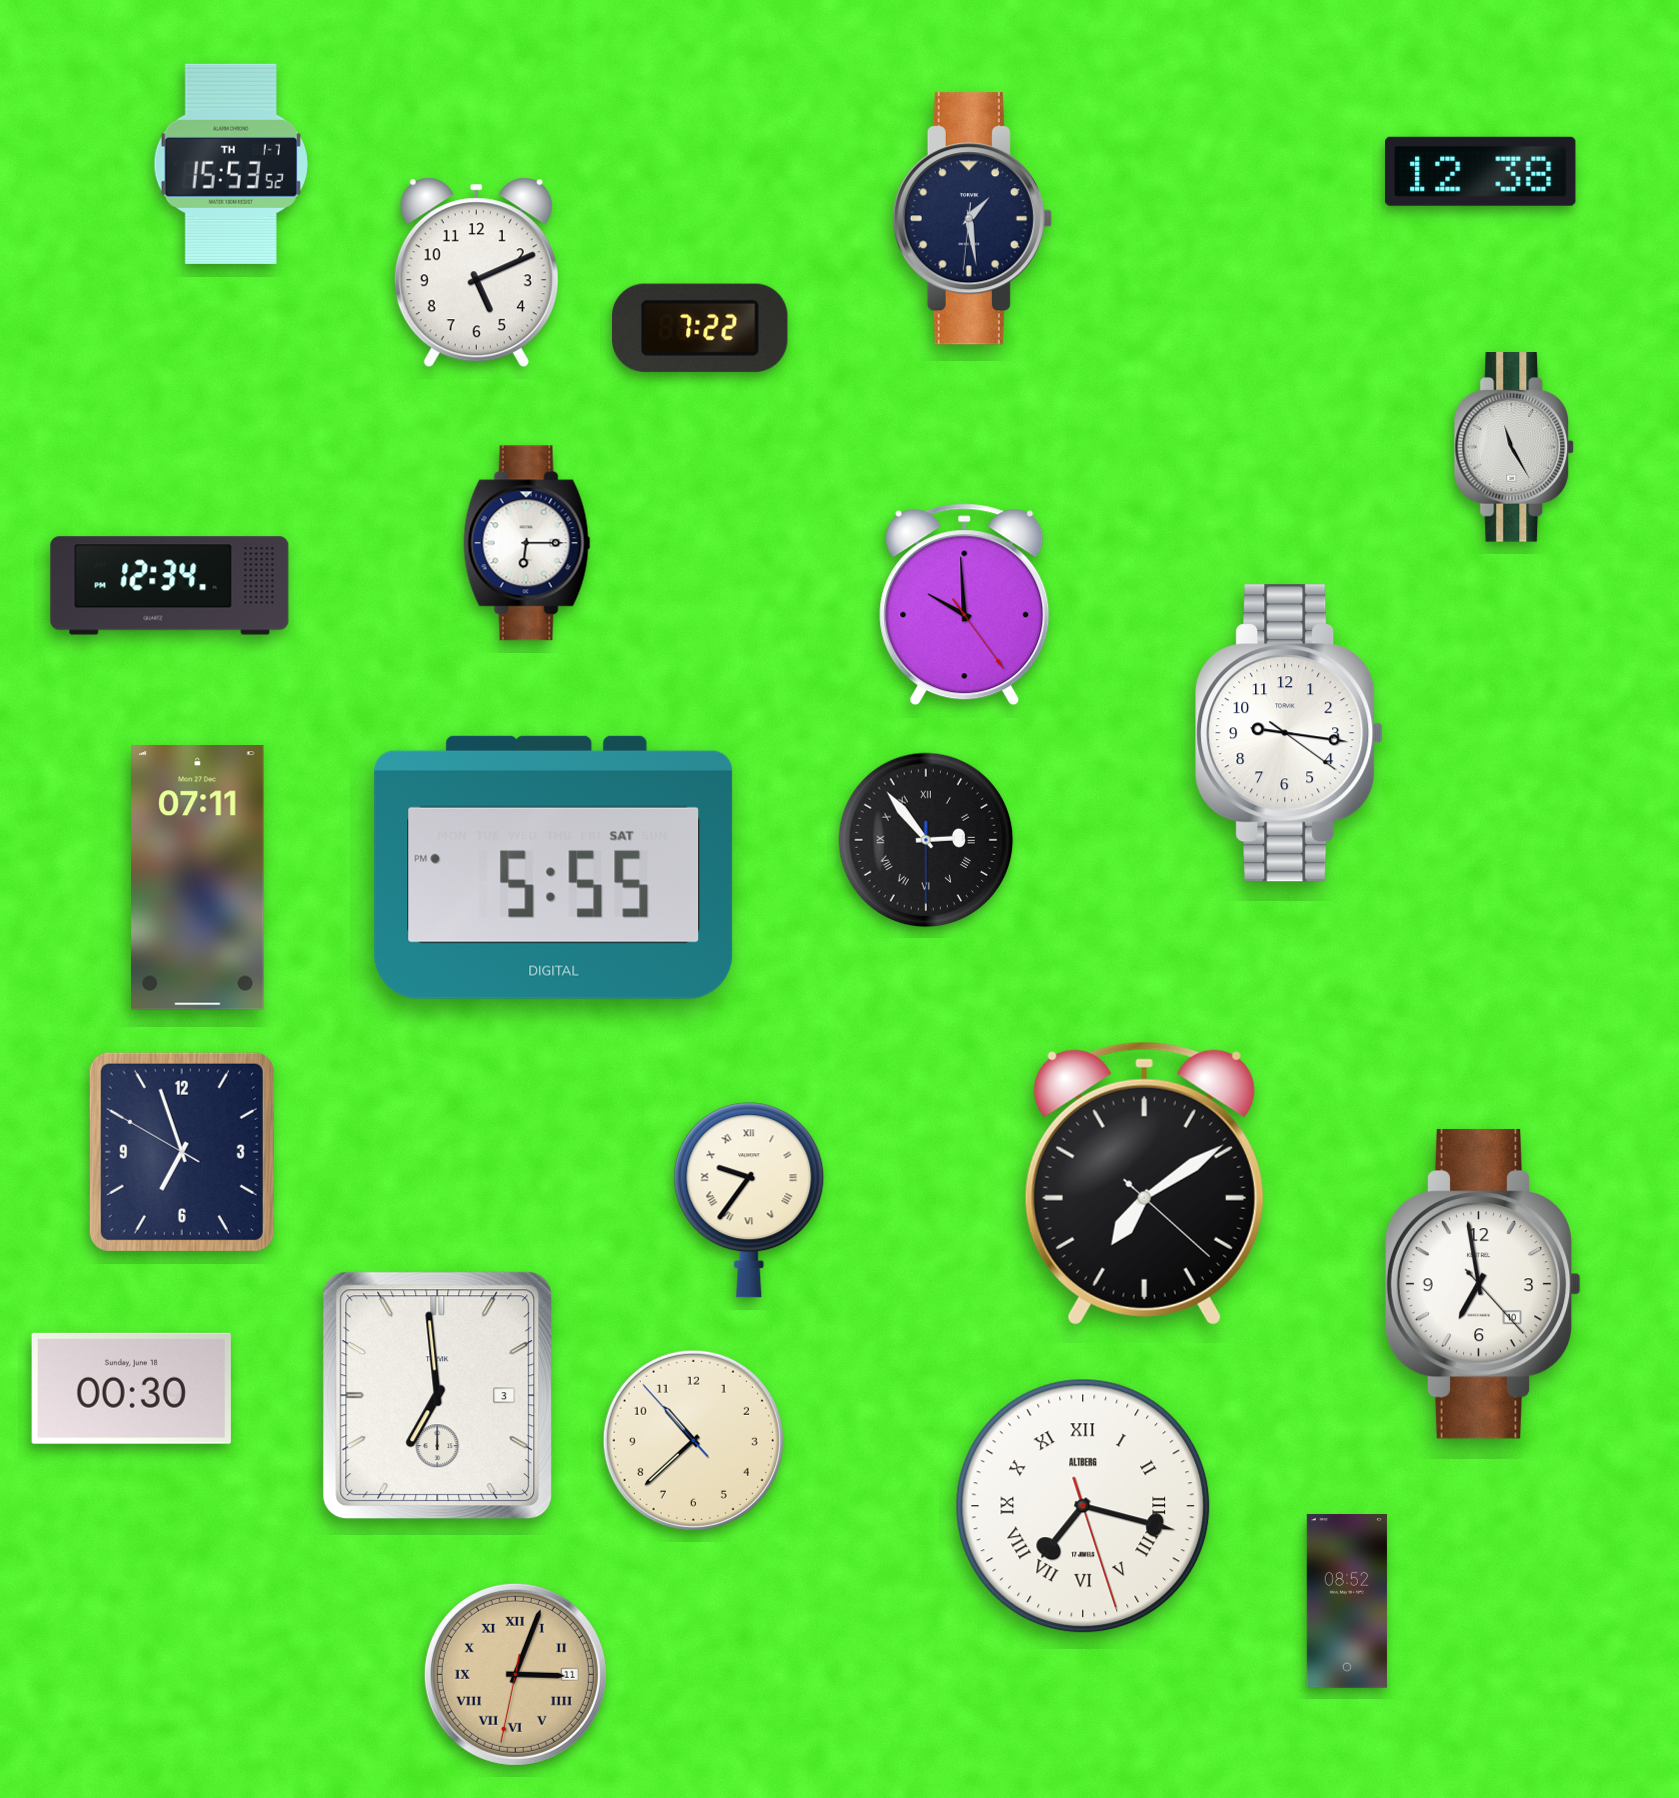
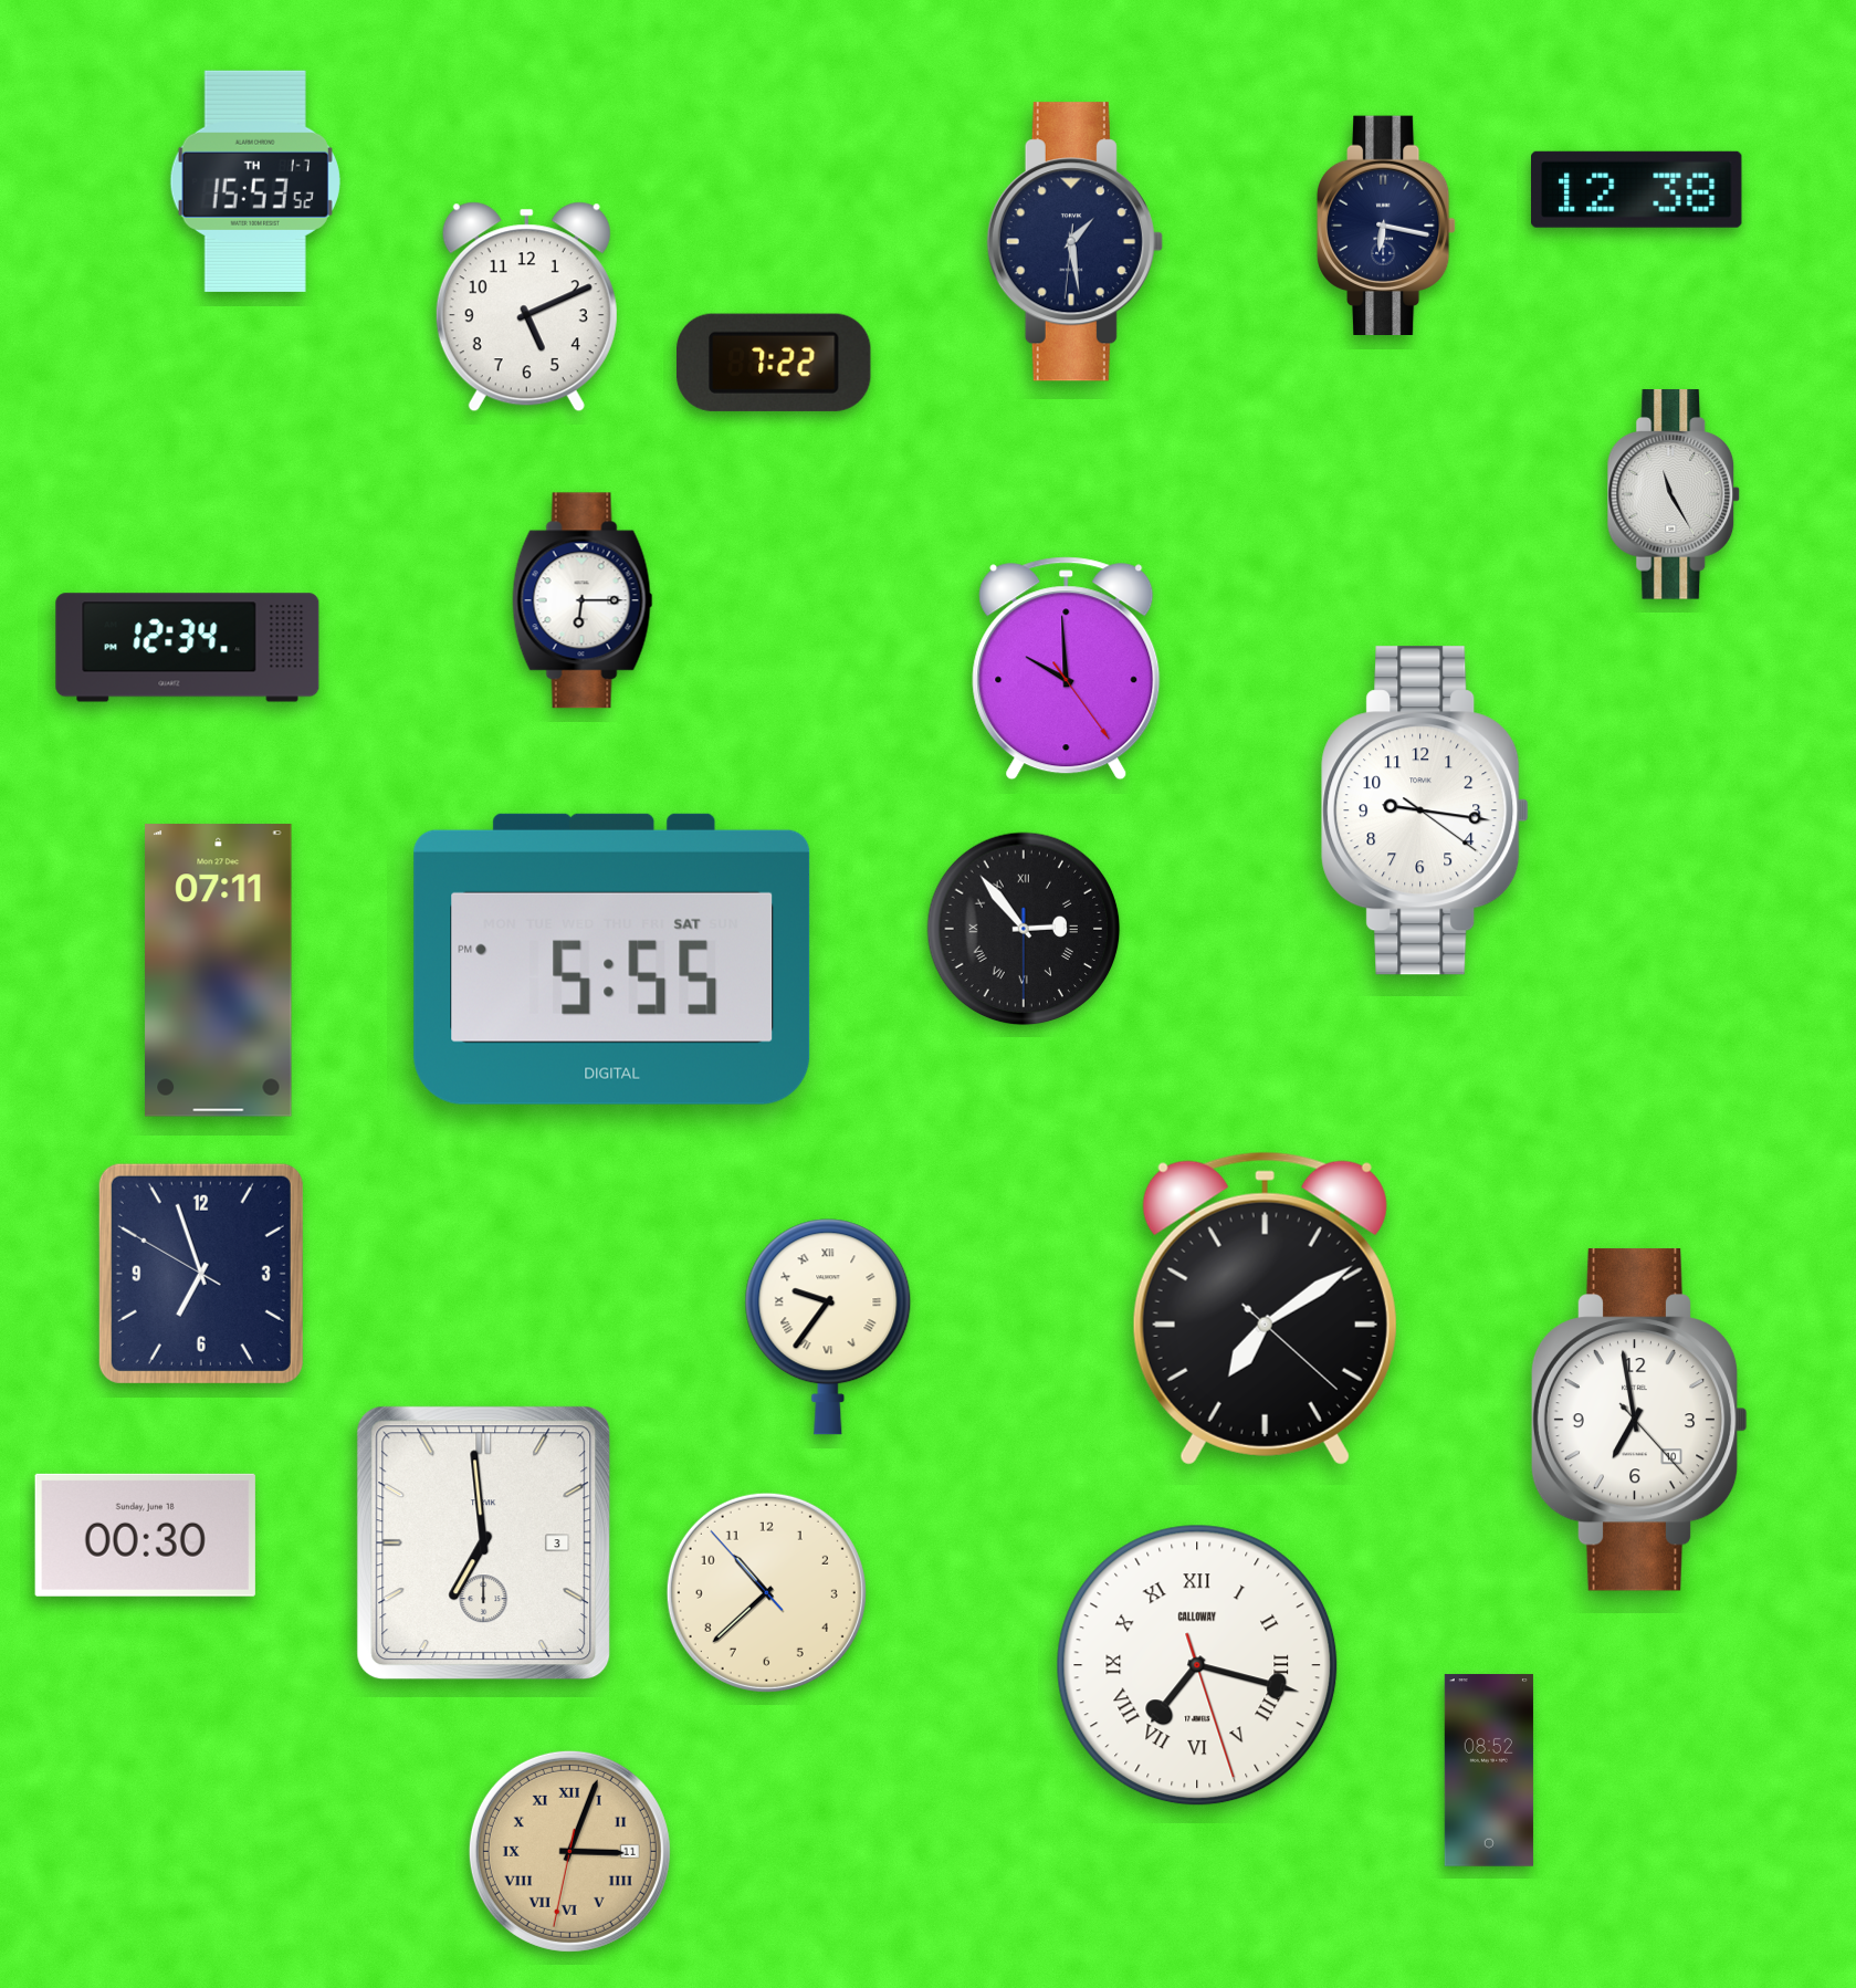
clock at (1386, 224): none -> 6:17
clock at (476, 273) position: (476, 273) -> (526, 307)
clock at (1083, 1506) brand: ALTBERG -> CALLOWAY
